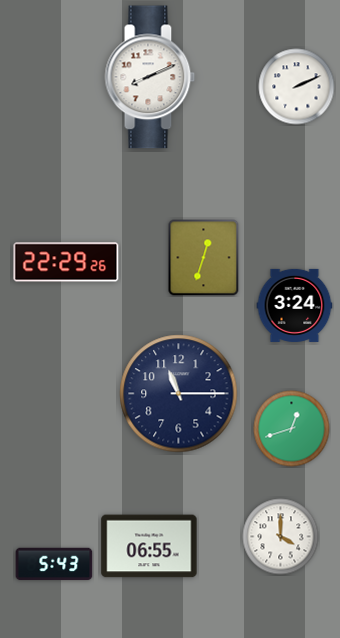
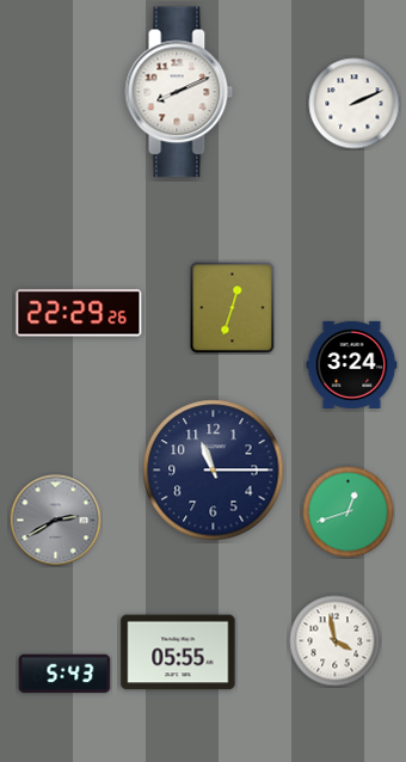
clock at (204, 258) position: (204, 258) -> (233, 308)
clock at (56, 521): none -> 2:40
clock at (281, 537): 4:00 -> 3:58
clock at (149, 546): 06:55 -> 05:55
